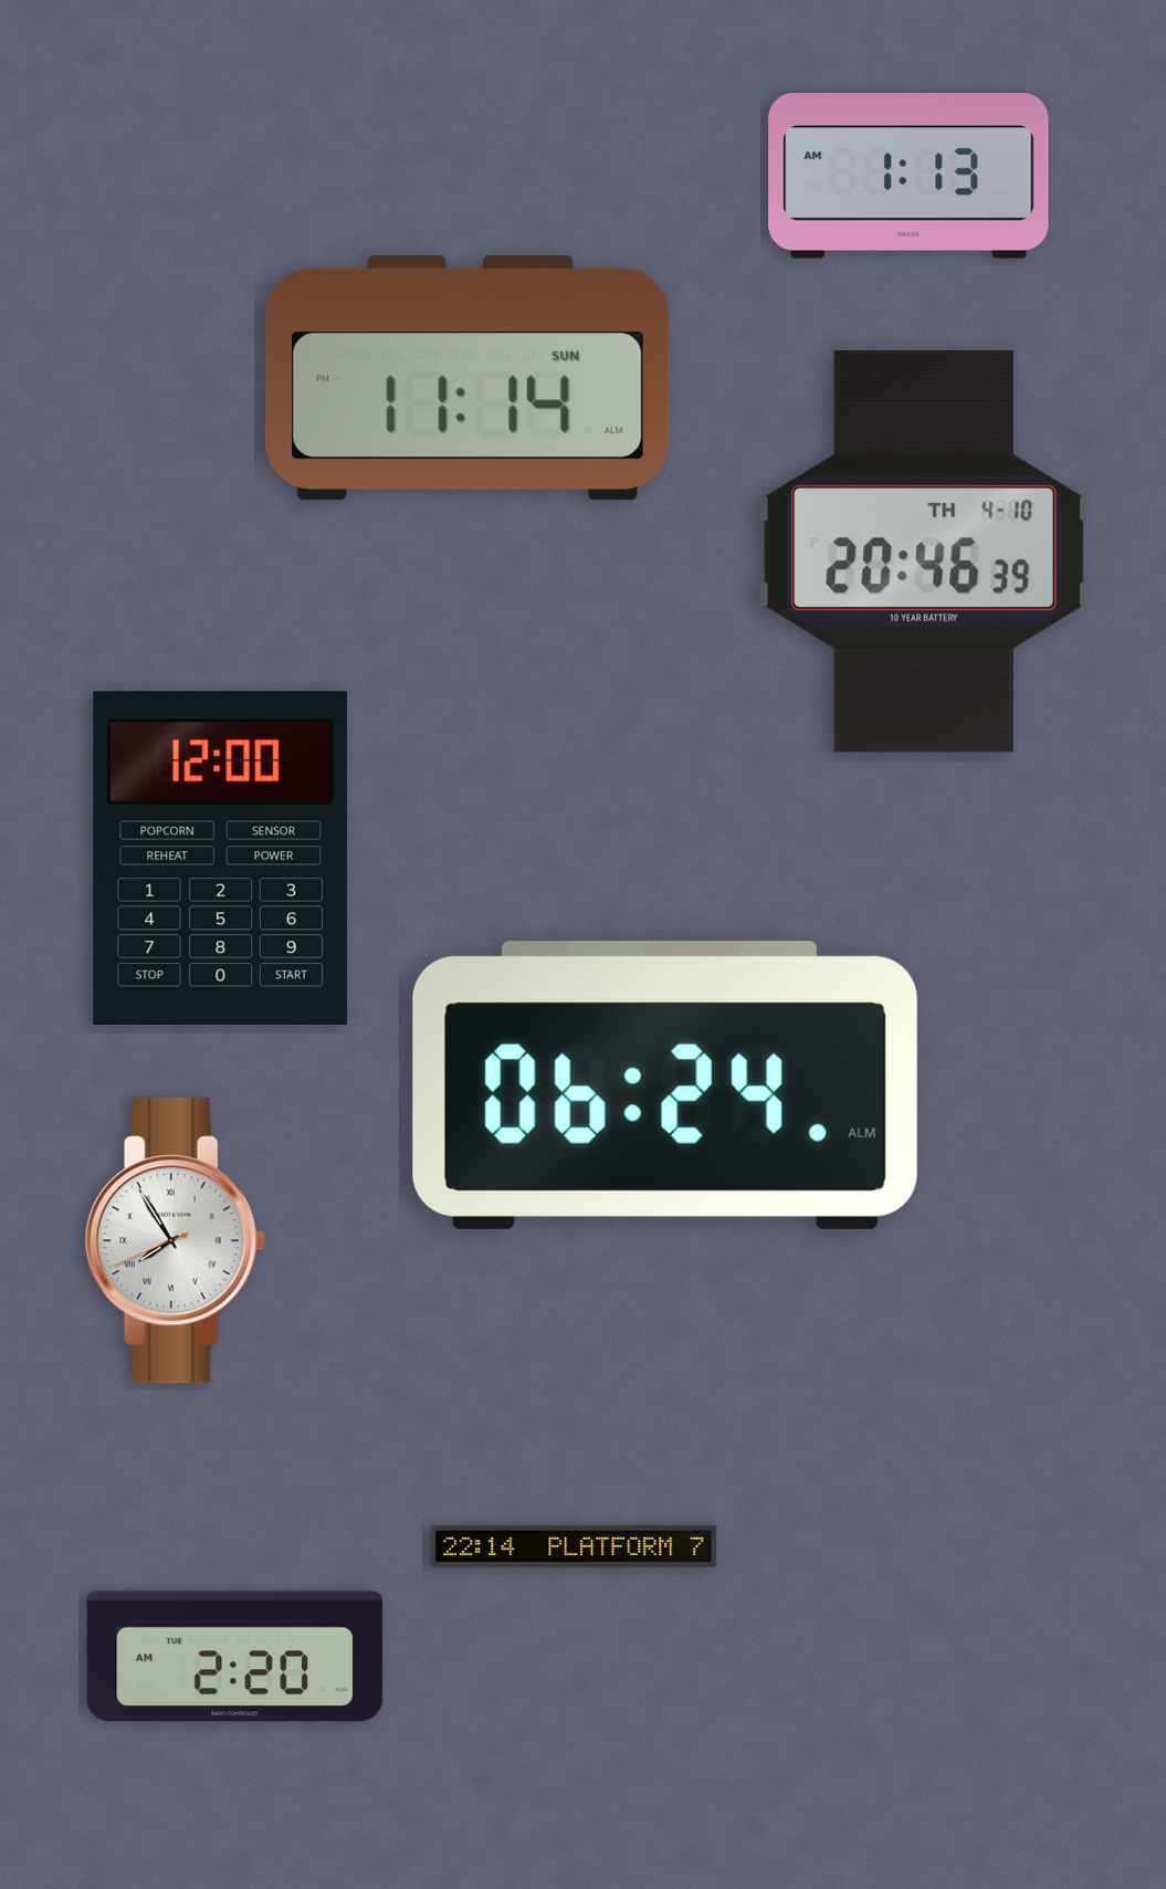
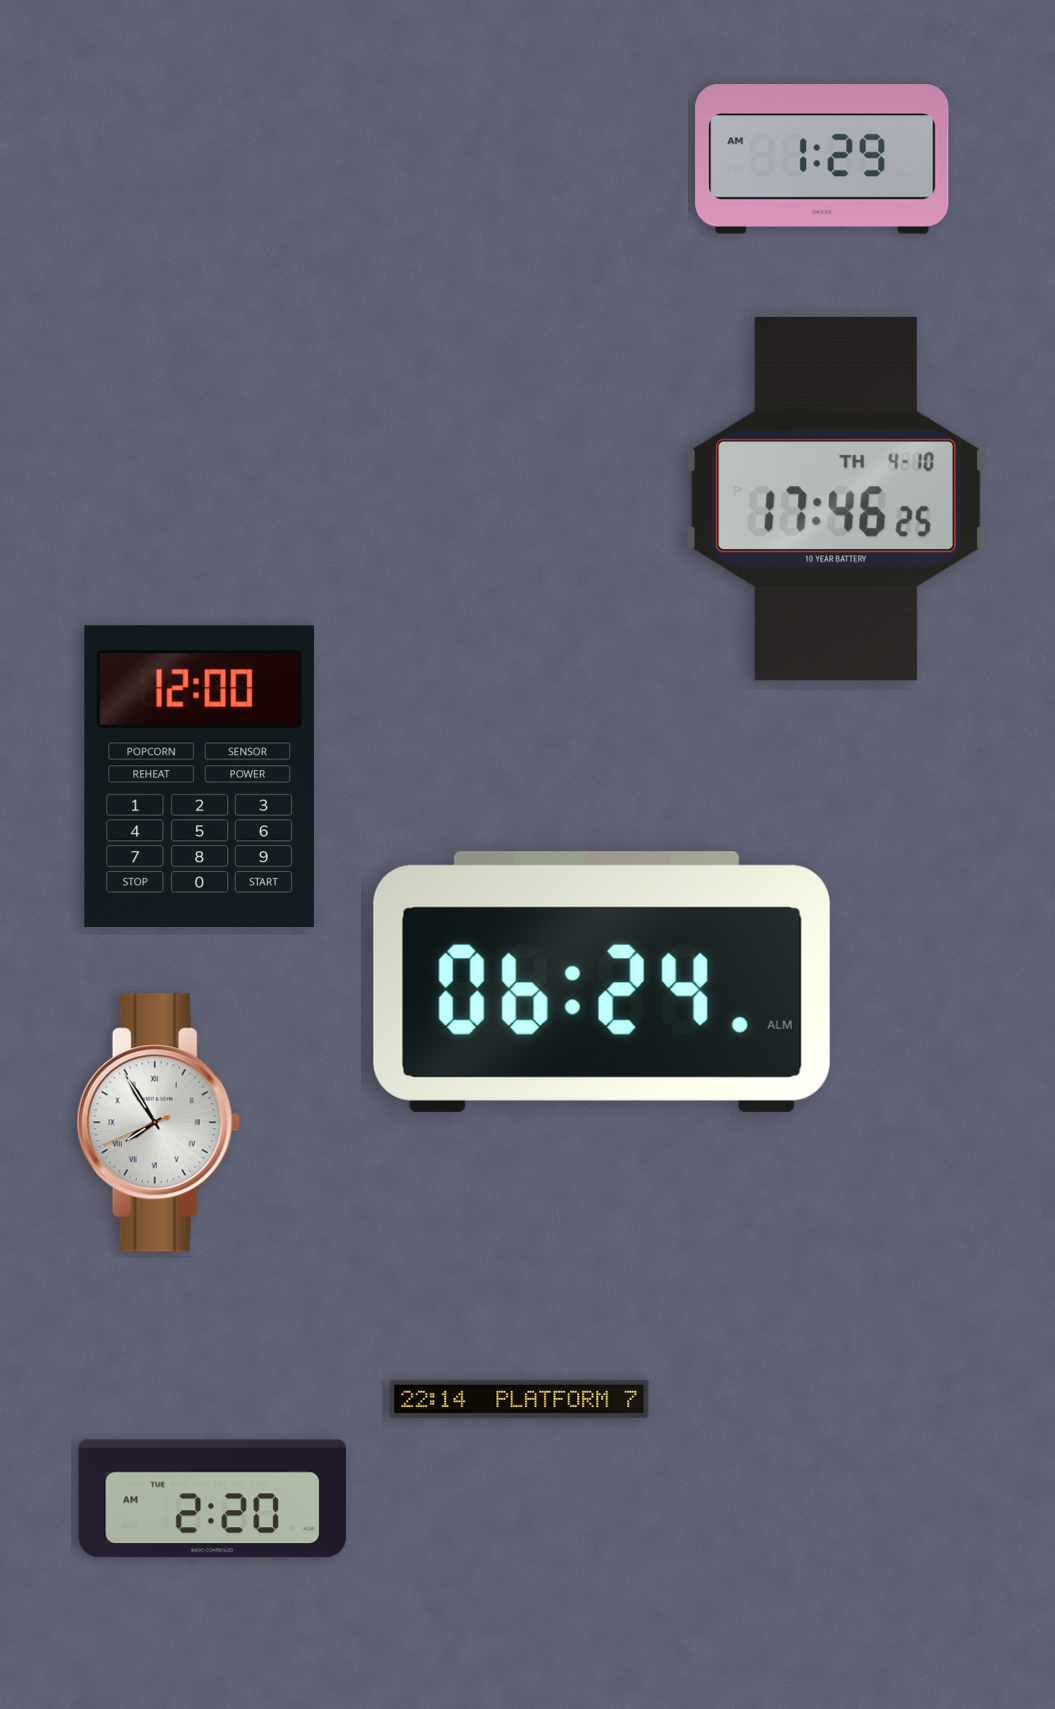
clock at (908, 176): 1:13 -> 1:29
clock at (468, 378): 11:14 -> none
clock at (924, 552): 20:46 -> 17:46
